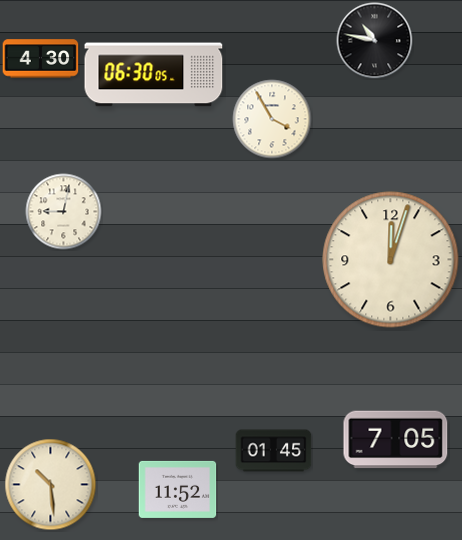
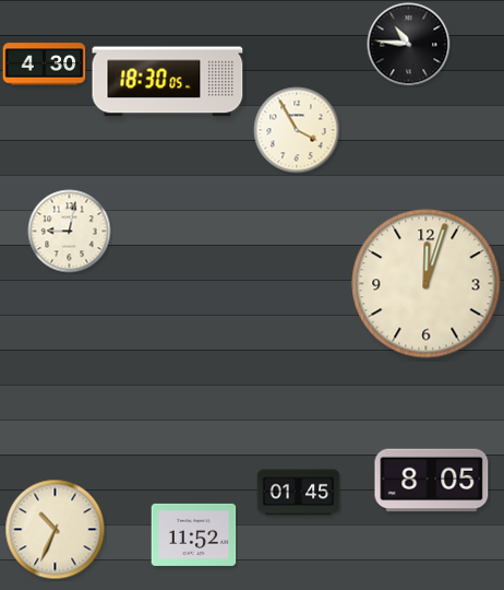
clock at (375, 41): 10:47 -> 10:46
clock at (154, 75): 06:30 -> 18:30
clock at (396, 440): 7:05 -> 8:05
clock at (51, 485): 10:29 -> 10:34
